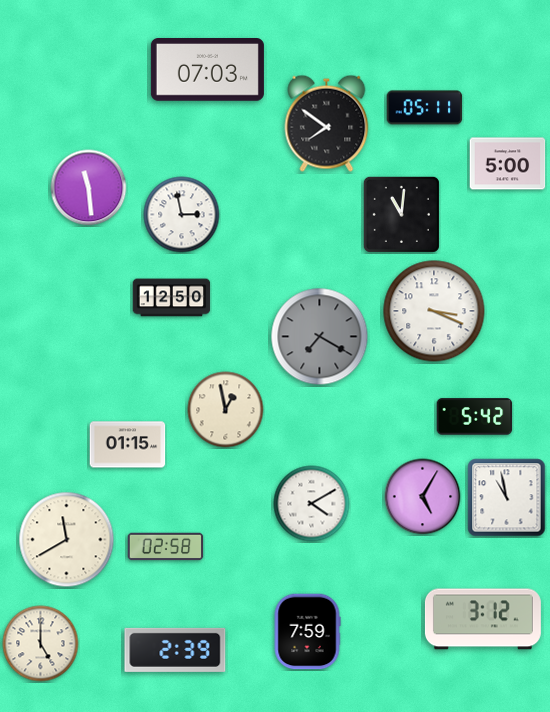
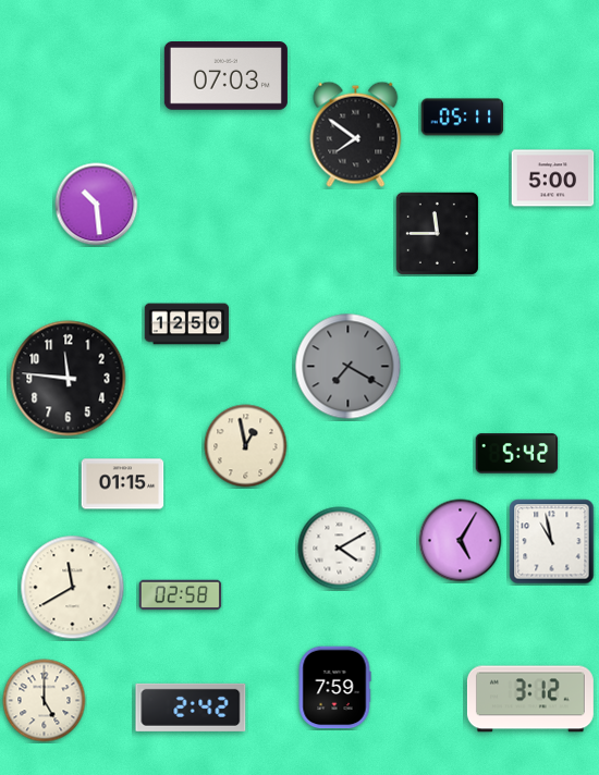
clock at (89, 188): 11:29 -> 10:29
clock at (401, 214): 11:01 -> 11:45
clock at (182, 215): 2:58 -> none
clock at (434, 311): 3:19 -> none
clock at (69, 379): none -> 11:46
clock at (128, 445) position: (128, 445) -> (123, 484)
clock at (483, 619) position: (483, 619) -> (530, 699)
clock at (175, 650): 2:39 -> 2:42
